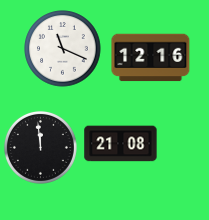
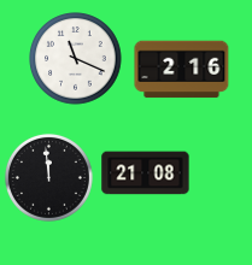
clock at (151, 58): 12:16 -> 2:16
